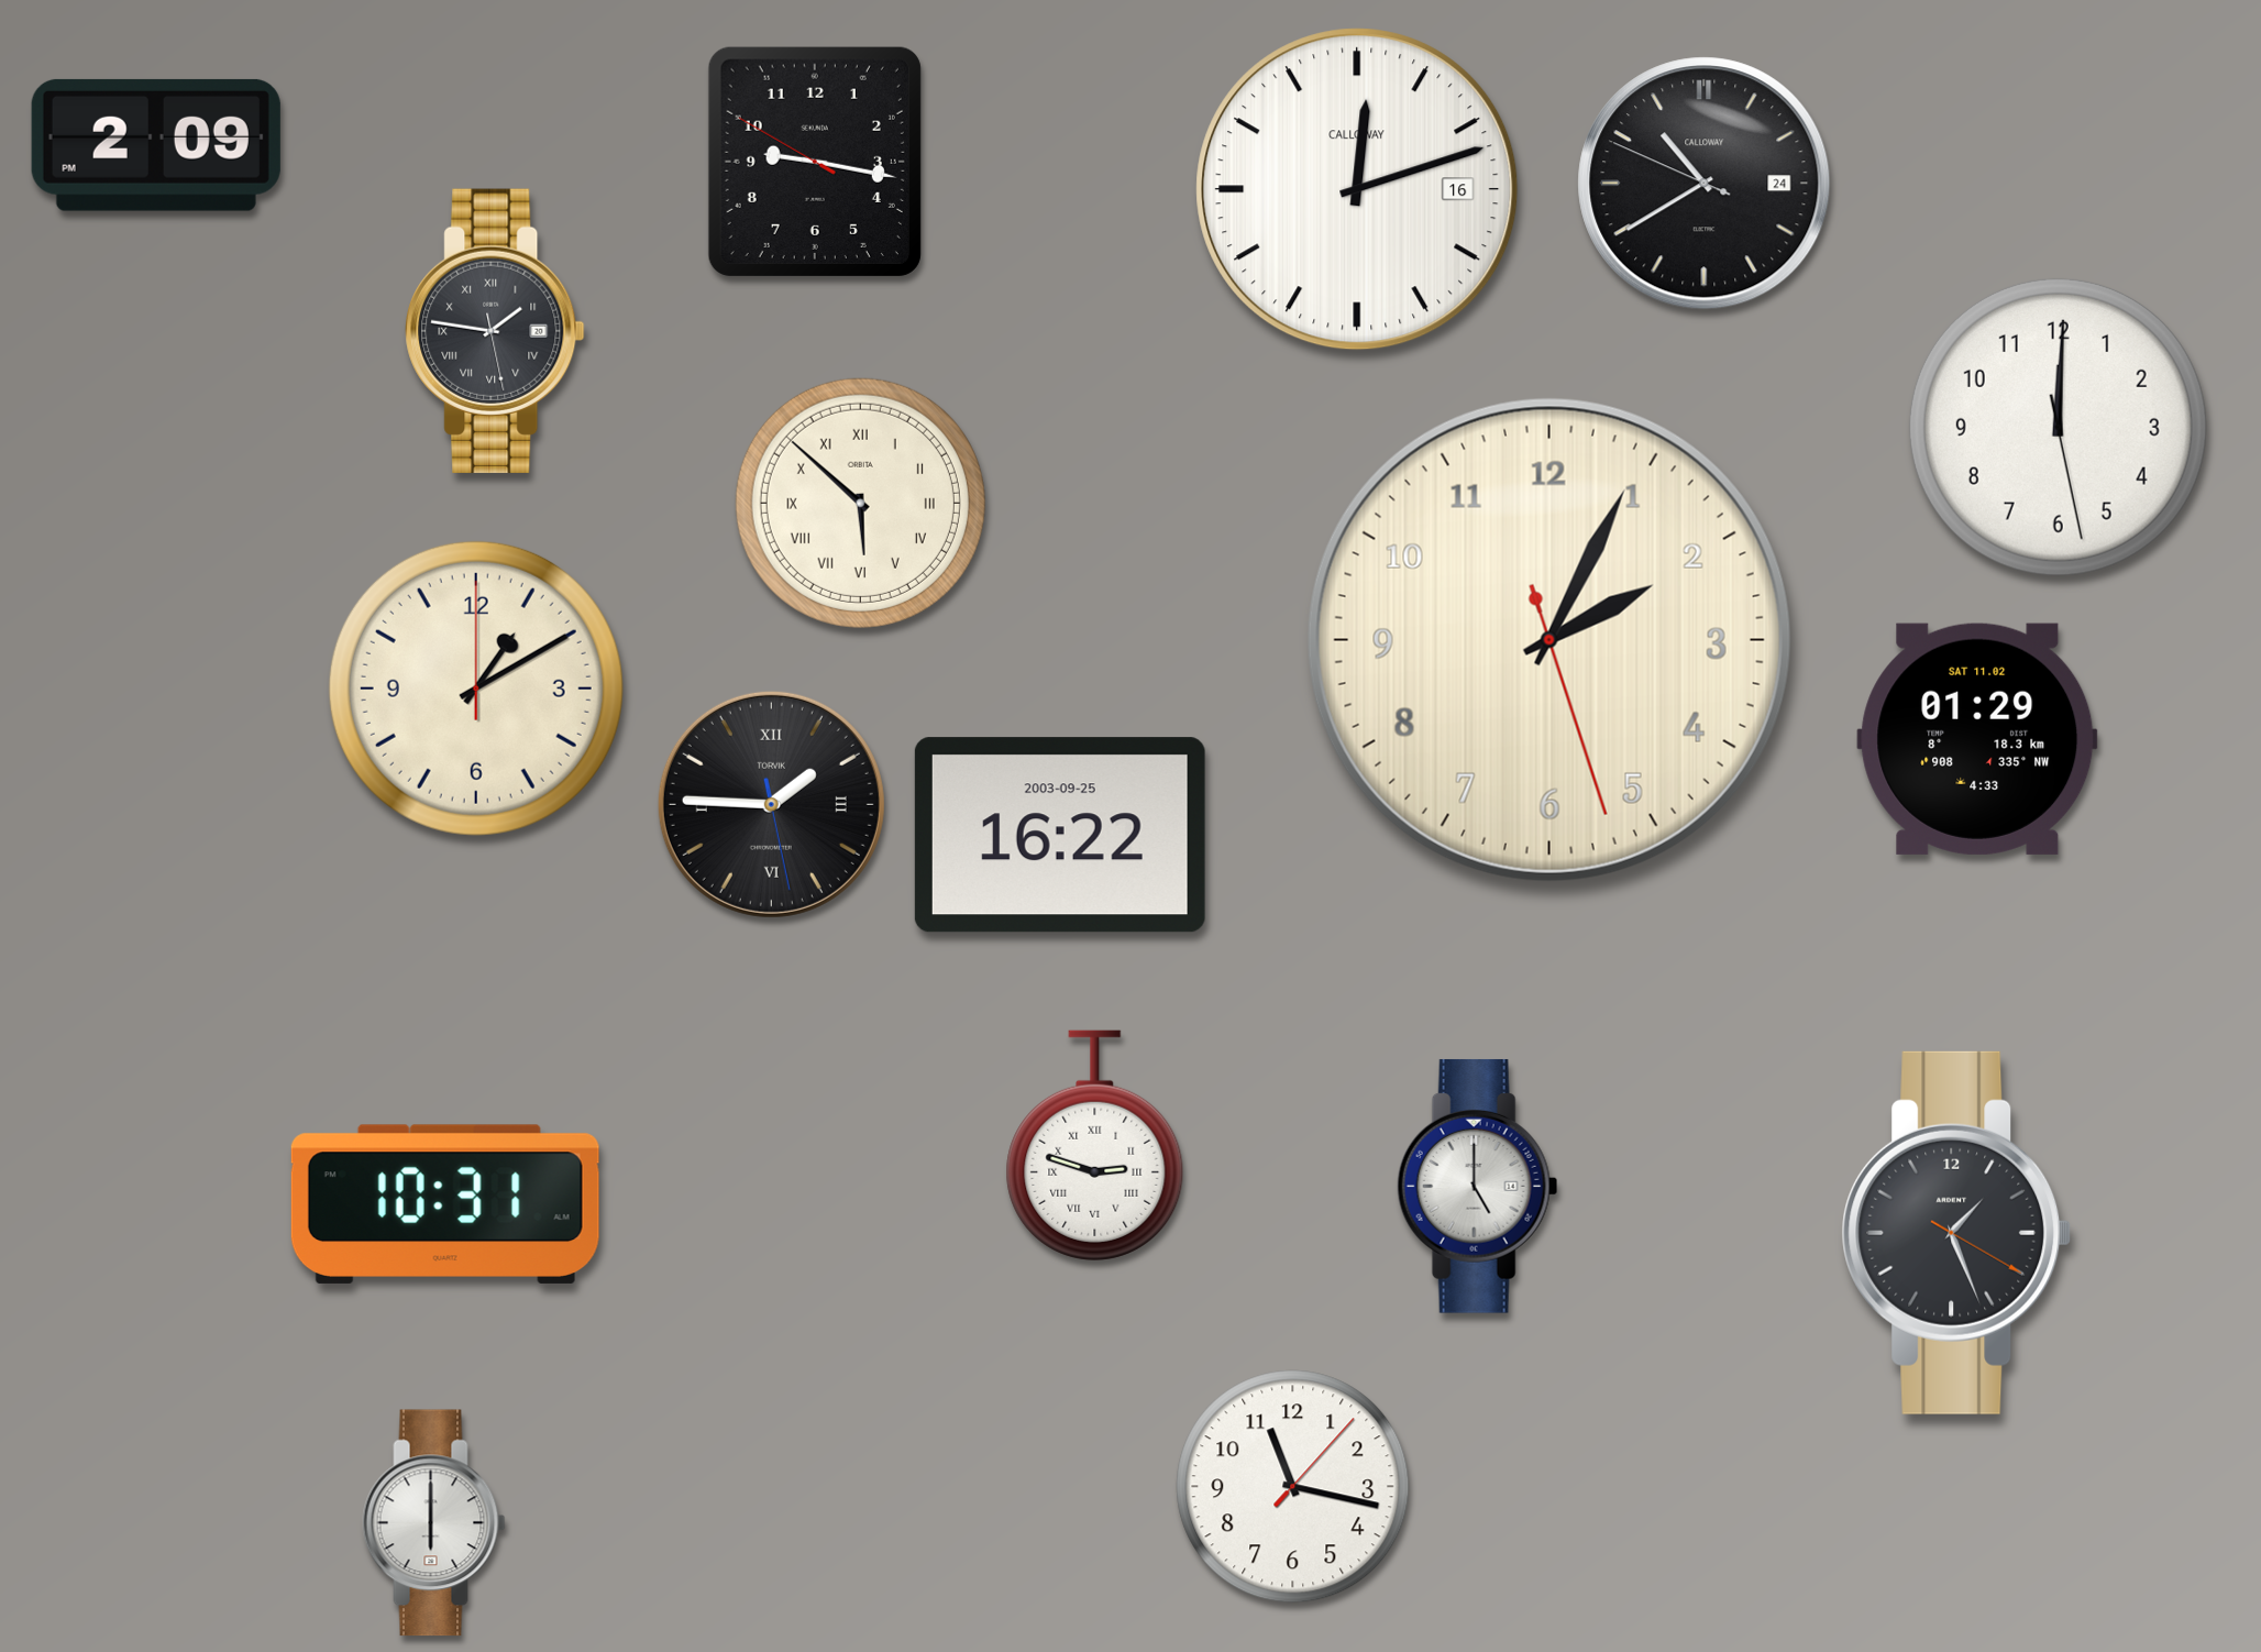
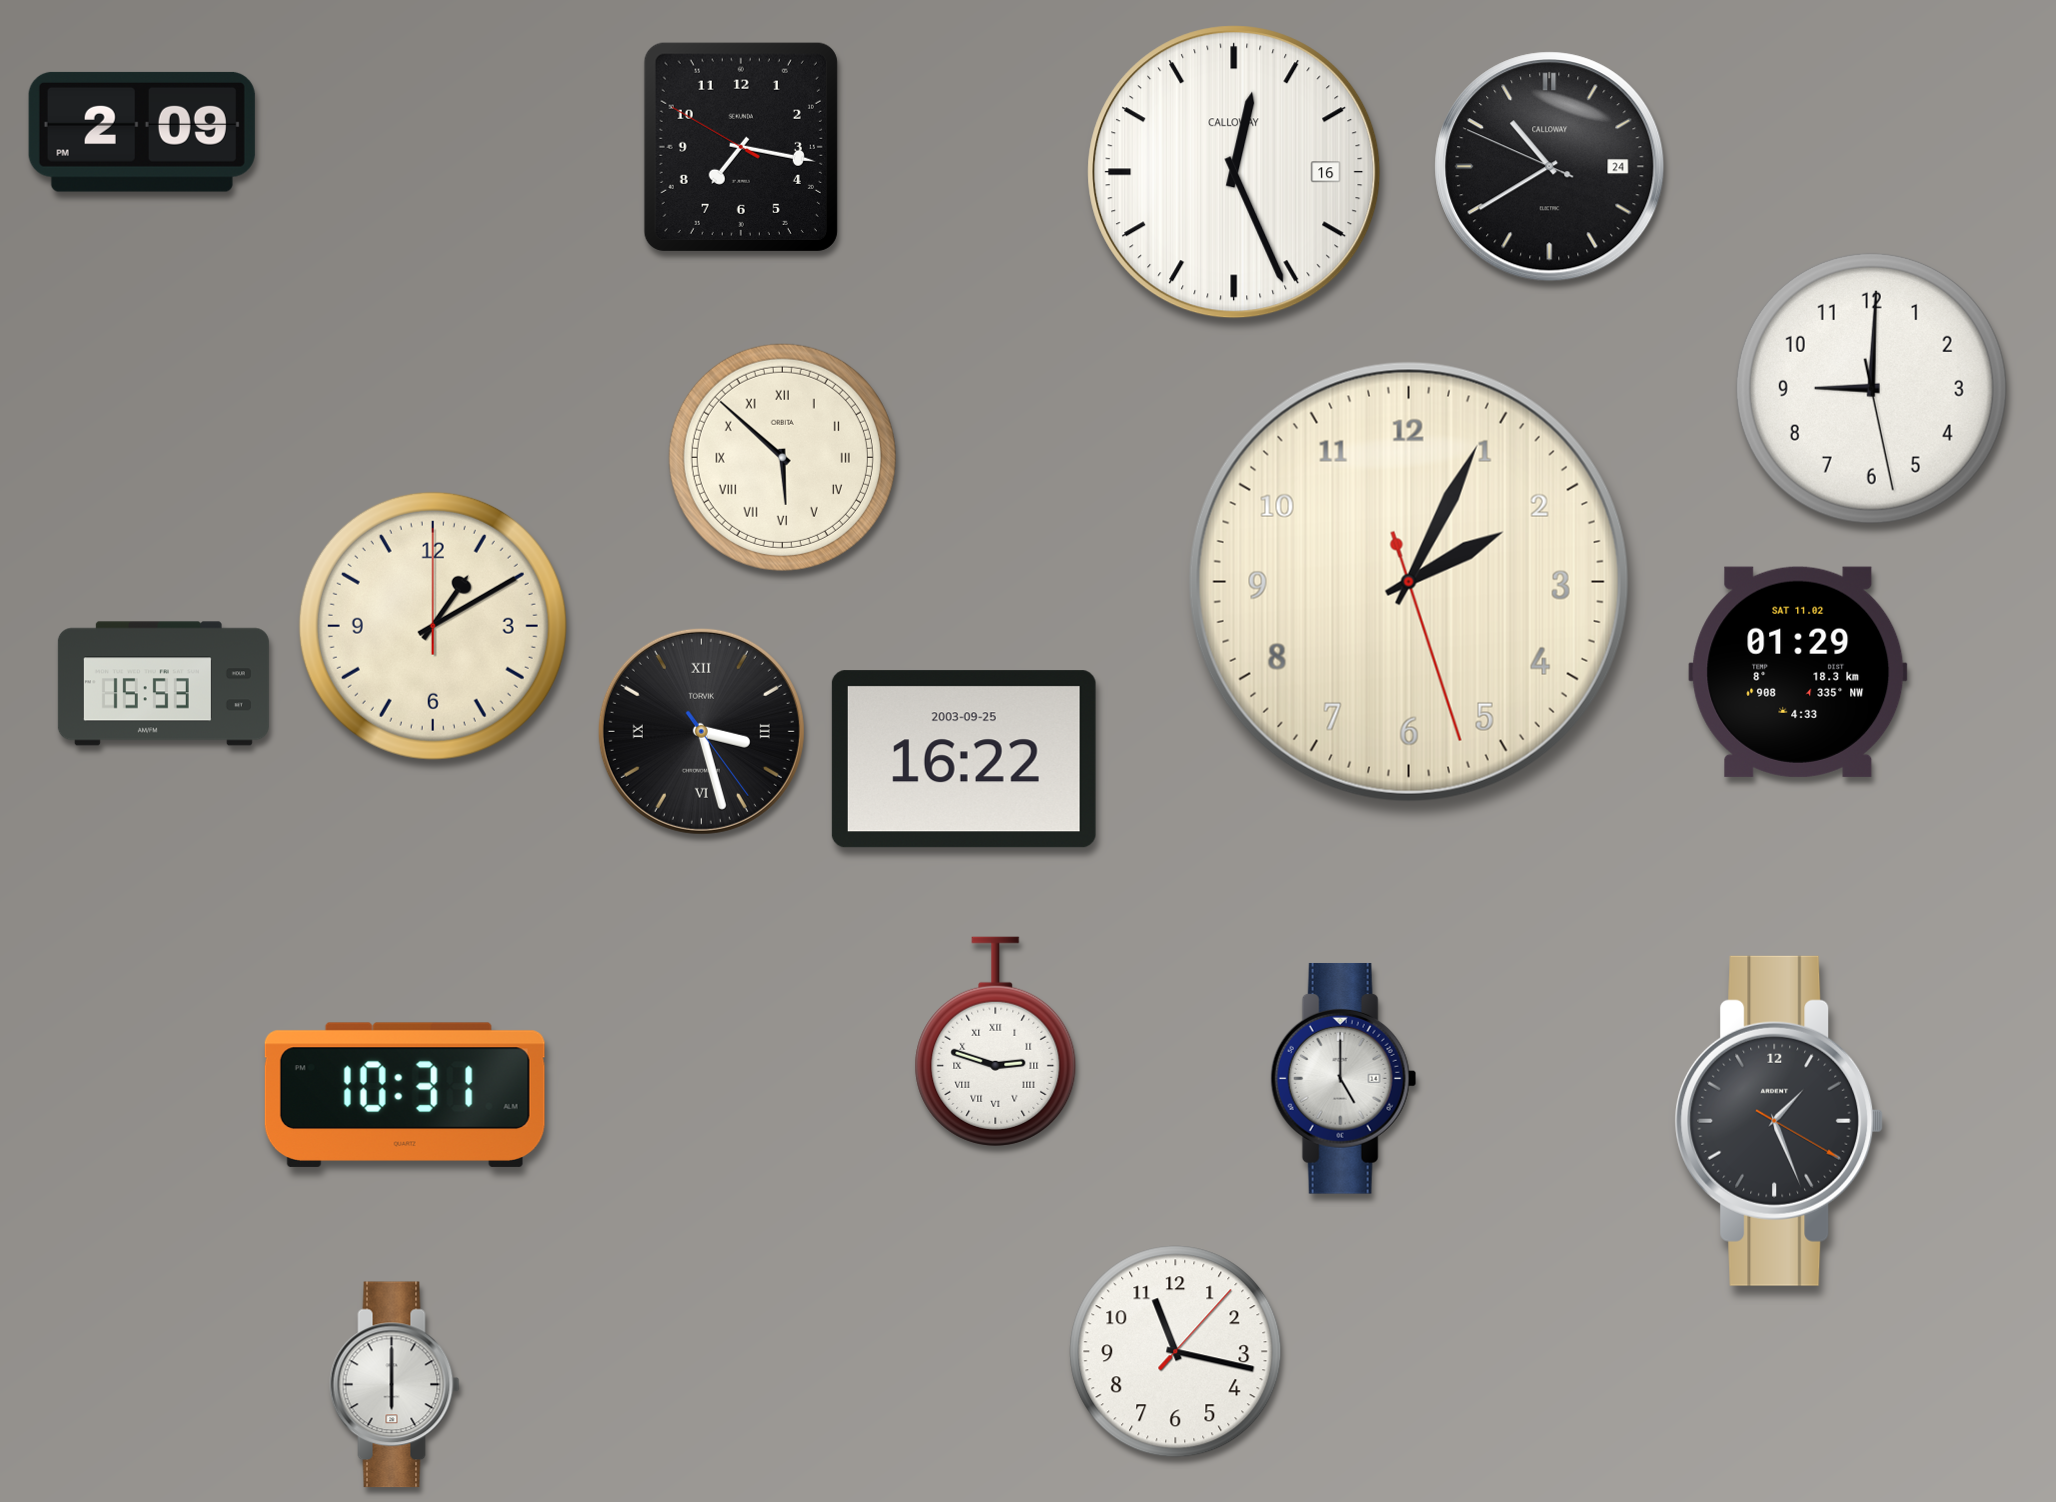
clock at (815, 162): 9:16 -> 7:16
clock at (1357, 189): 12:12 -> 12:26
clock at (495, 331): 1:46 -> none
clock at (2058, 427): 12:00 -> 9:00
clock at (163, 684): none -> 15:53
clock at (771, 804): 1:45 -> 3:27
